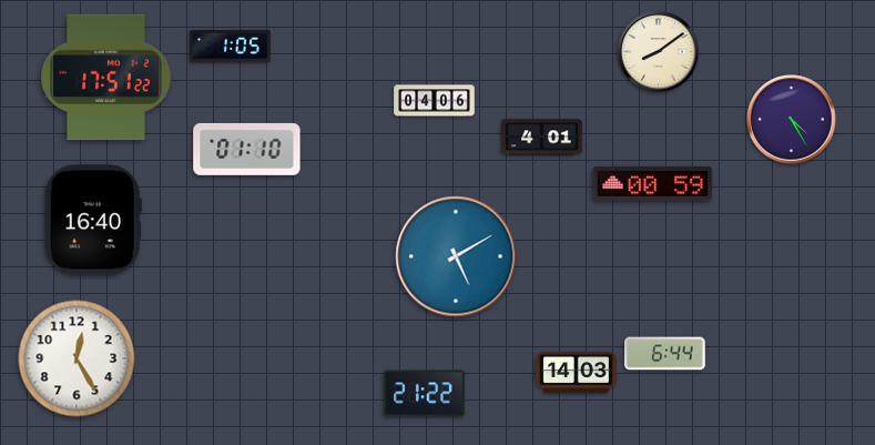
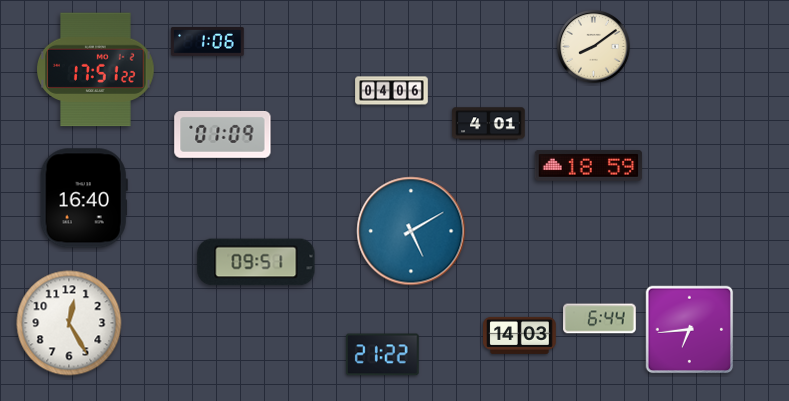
clock at (231, 47): 1:05 -> 1:06
clock at (792, 120): 4:25 -> none
clock at (247, 149): 01:10 -> 01:09
clock at (653, 184): 00:59 -> 18:59
clock at (256, 262): none -> 09:51
clock at (690, 330): none -> 6:44
